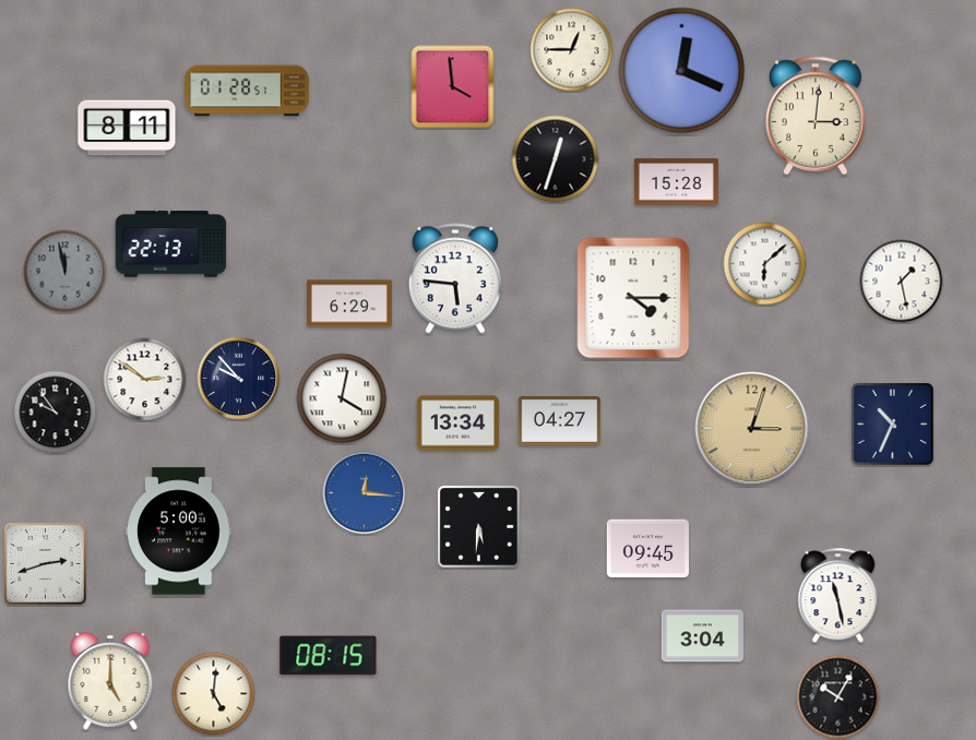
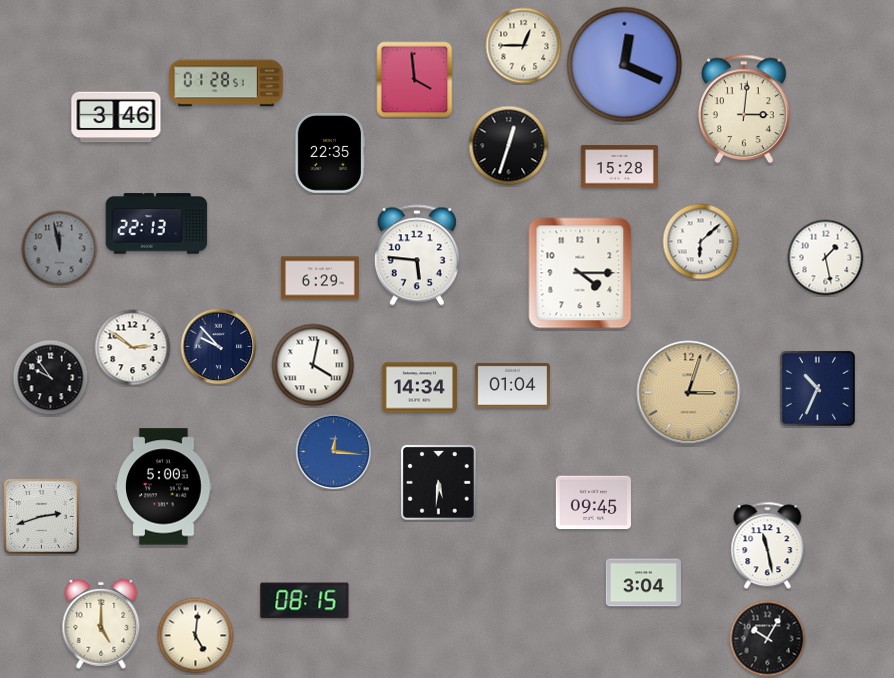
clock at (816, 115) position: (816, 115) -> (744, 108)
clock at (127, 128): 8:11 -> 3:46
clock at (329, 154): none -> 22:35
clock at (559, 420): 04:27 -> 01:04
clock at (457, 423): 13:34 -> 14:34
clock at (329, 656) position: (329, 656) -> (305, 601)
